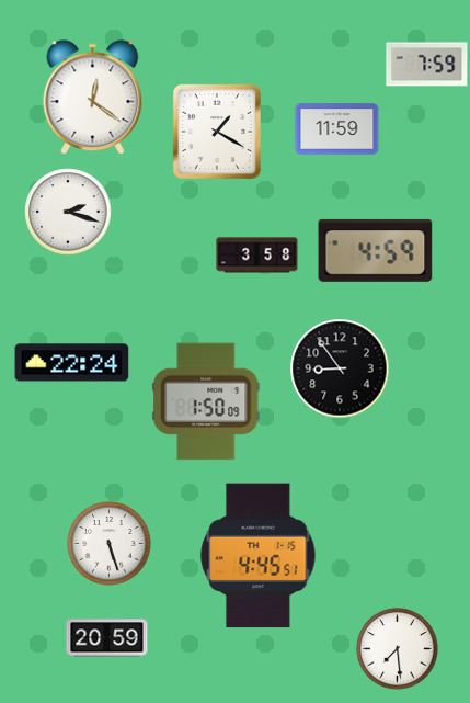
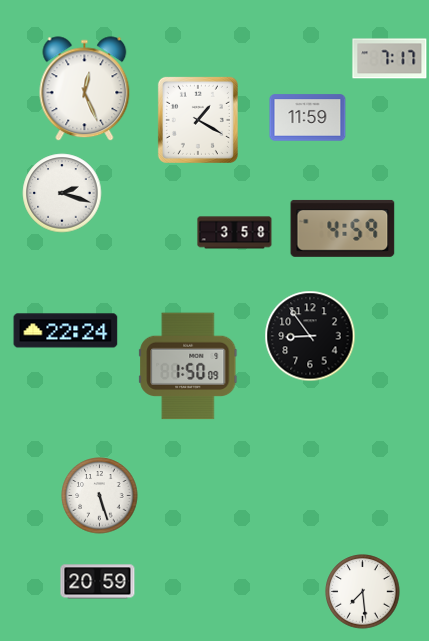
clock at (427, 65): 7:59 -> 7:17
clock at (93, 98): 12:21 -> 12:26
clock at (259, 556): 4:45 -> none
